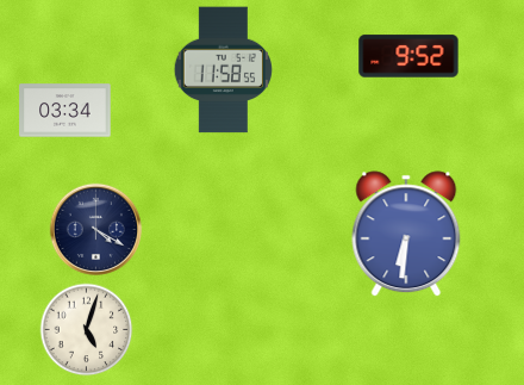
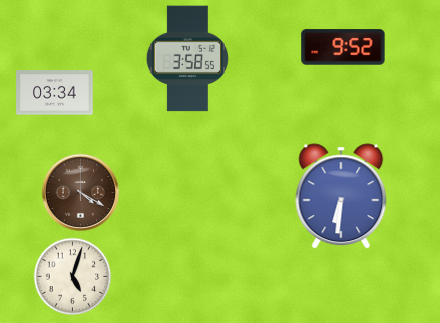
clock at (223, 70): 11:58 -> 3:58
clock at (95, 229) dial: navy -> brown
